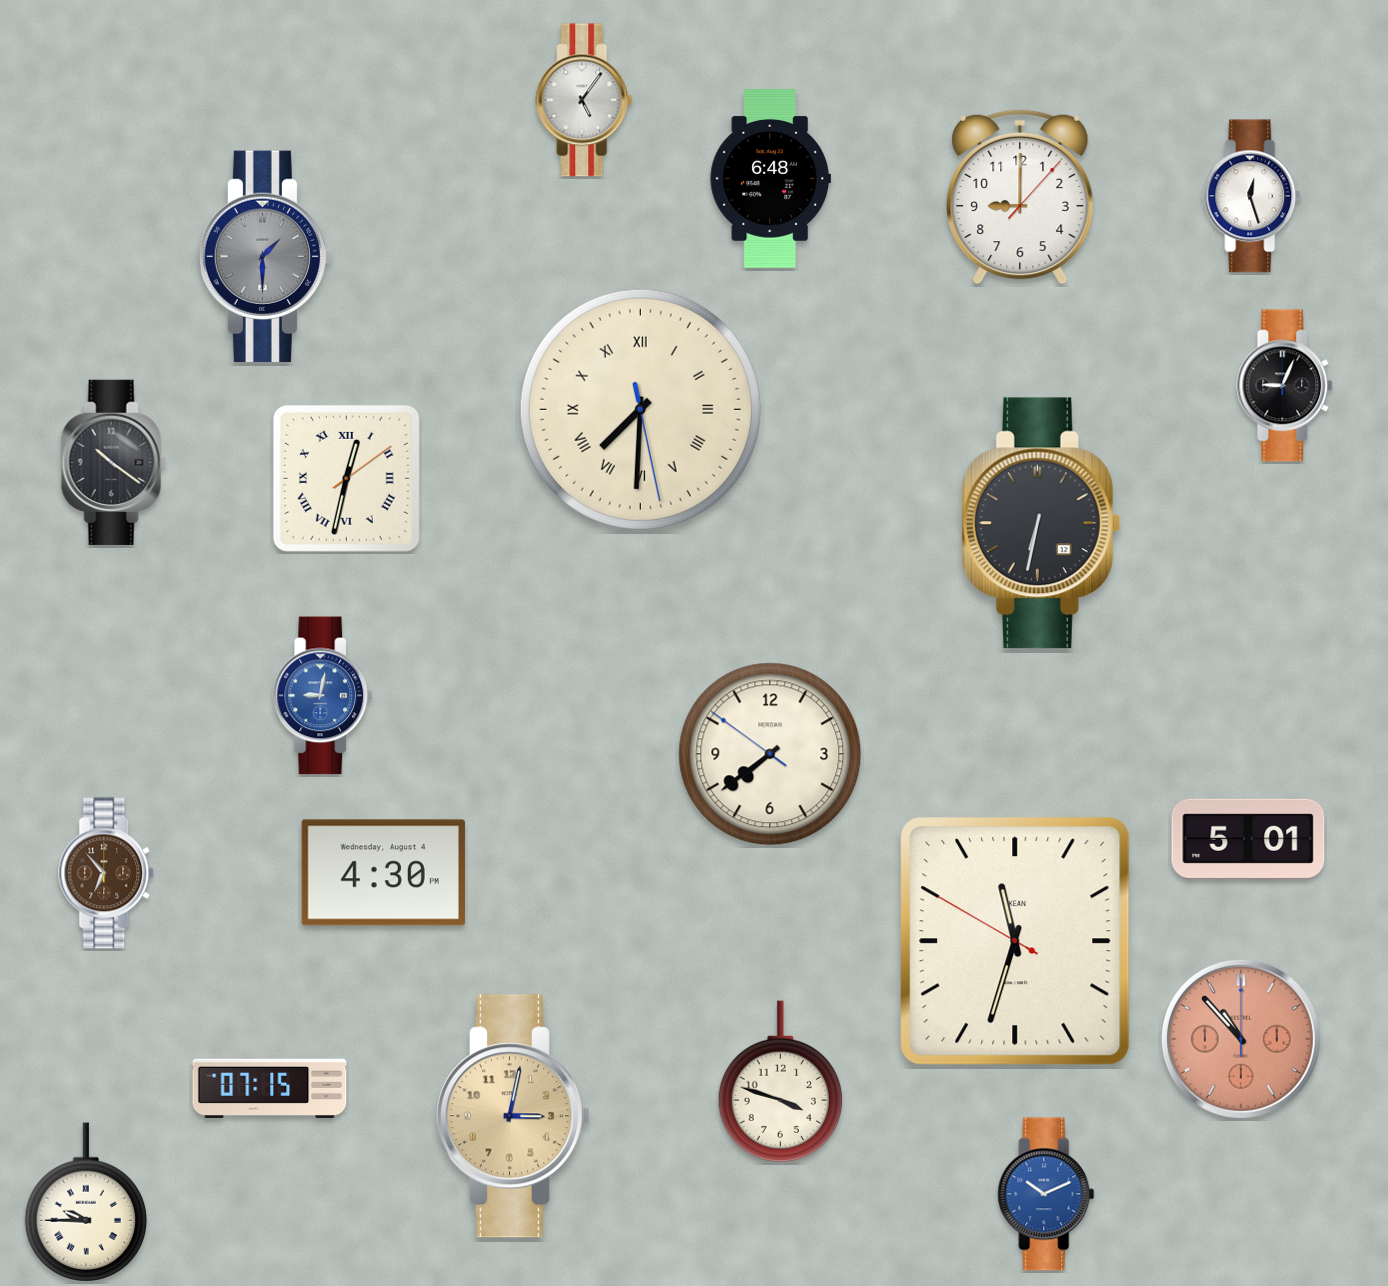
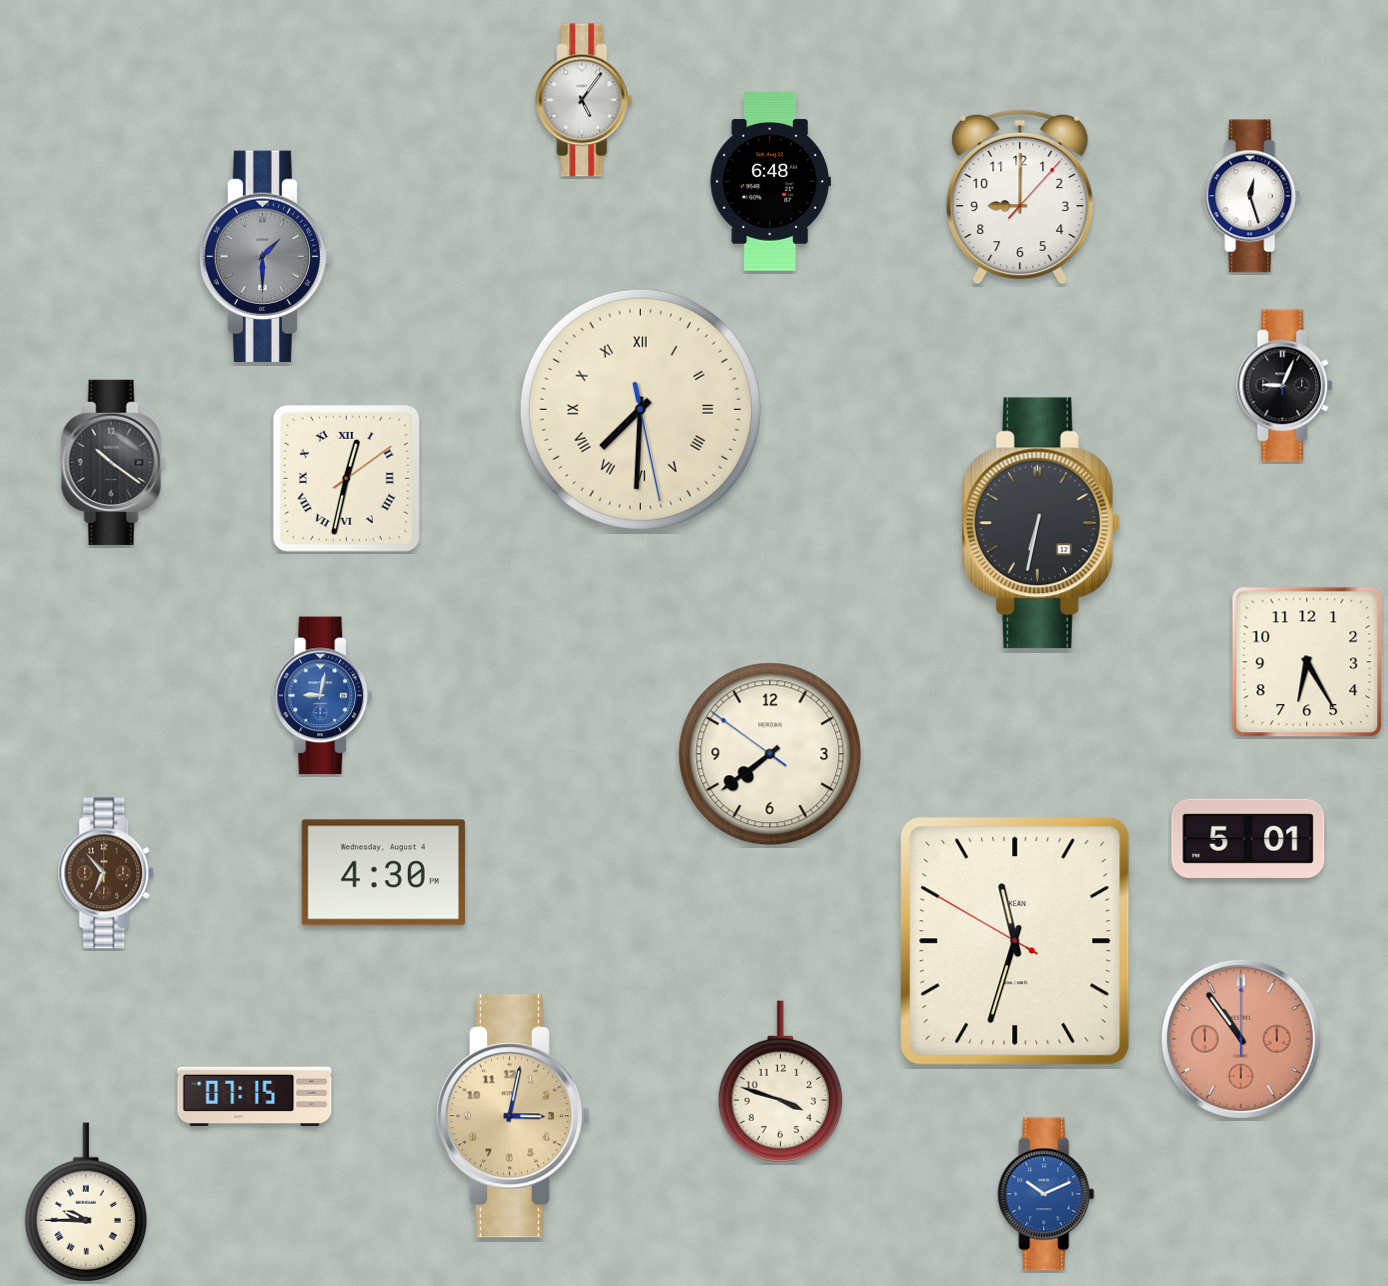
clock at (770, 179) position: (770, 179) -> (770, 182)
clock at (1307, 662): none -> 6:25
clock at (1241, 1039): 10:53 -> 10:54
clock at (270, 1088) position: (270, 1088) -> (255, 1096)
